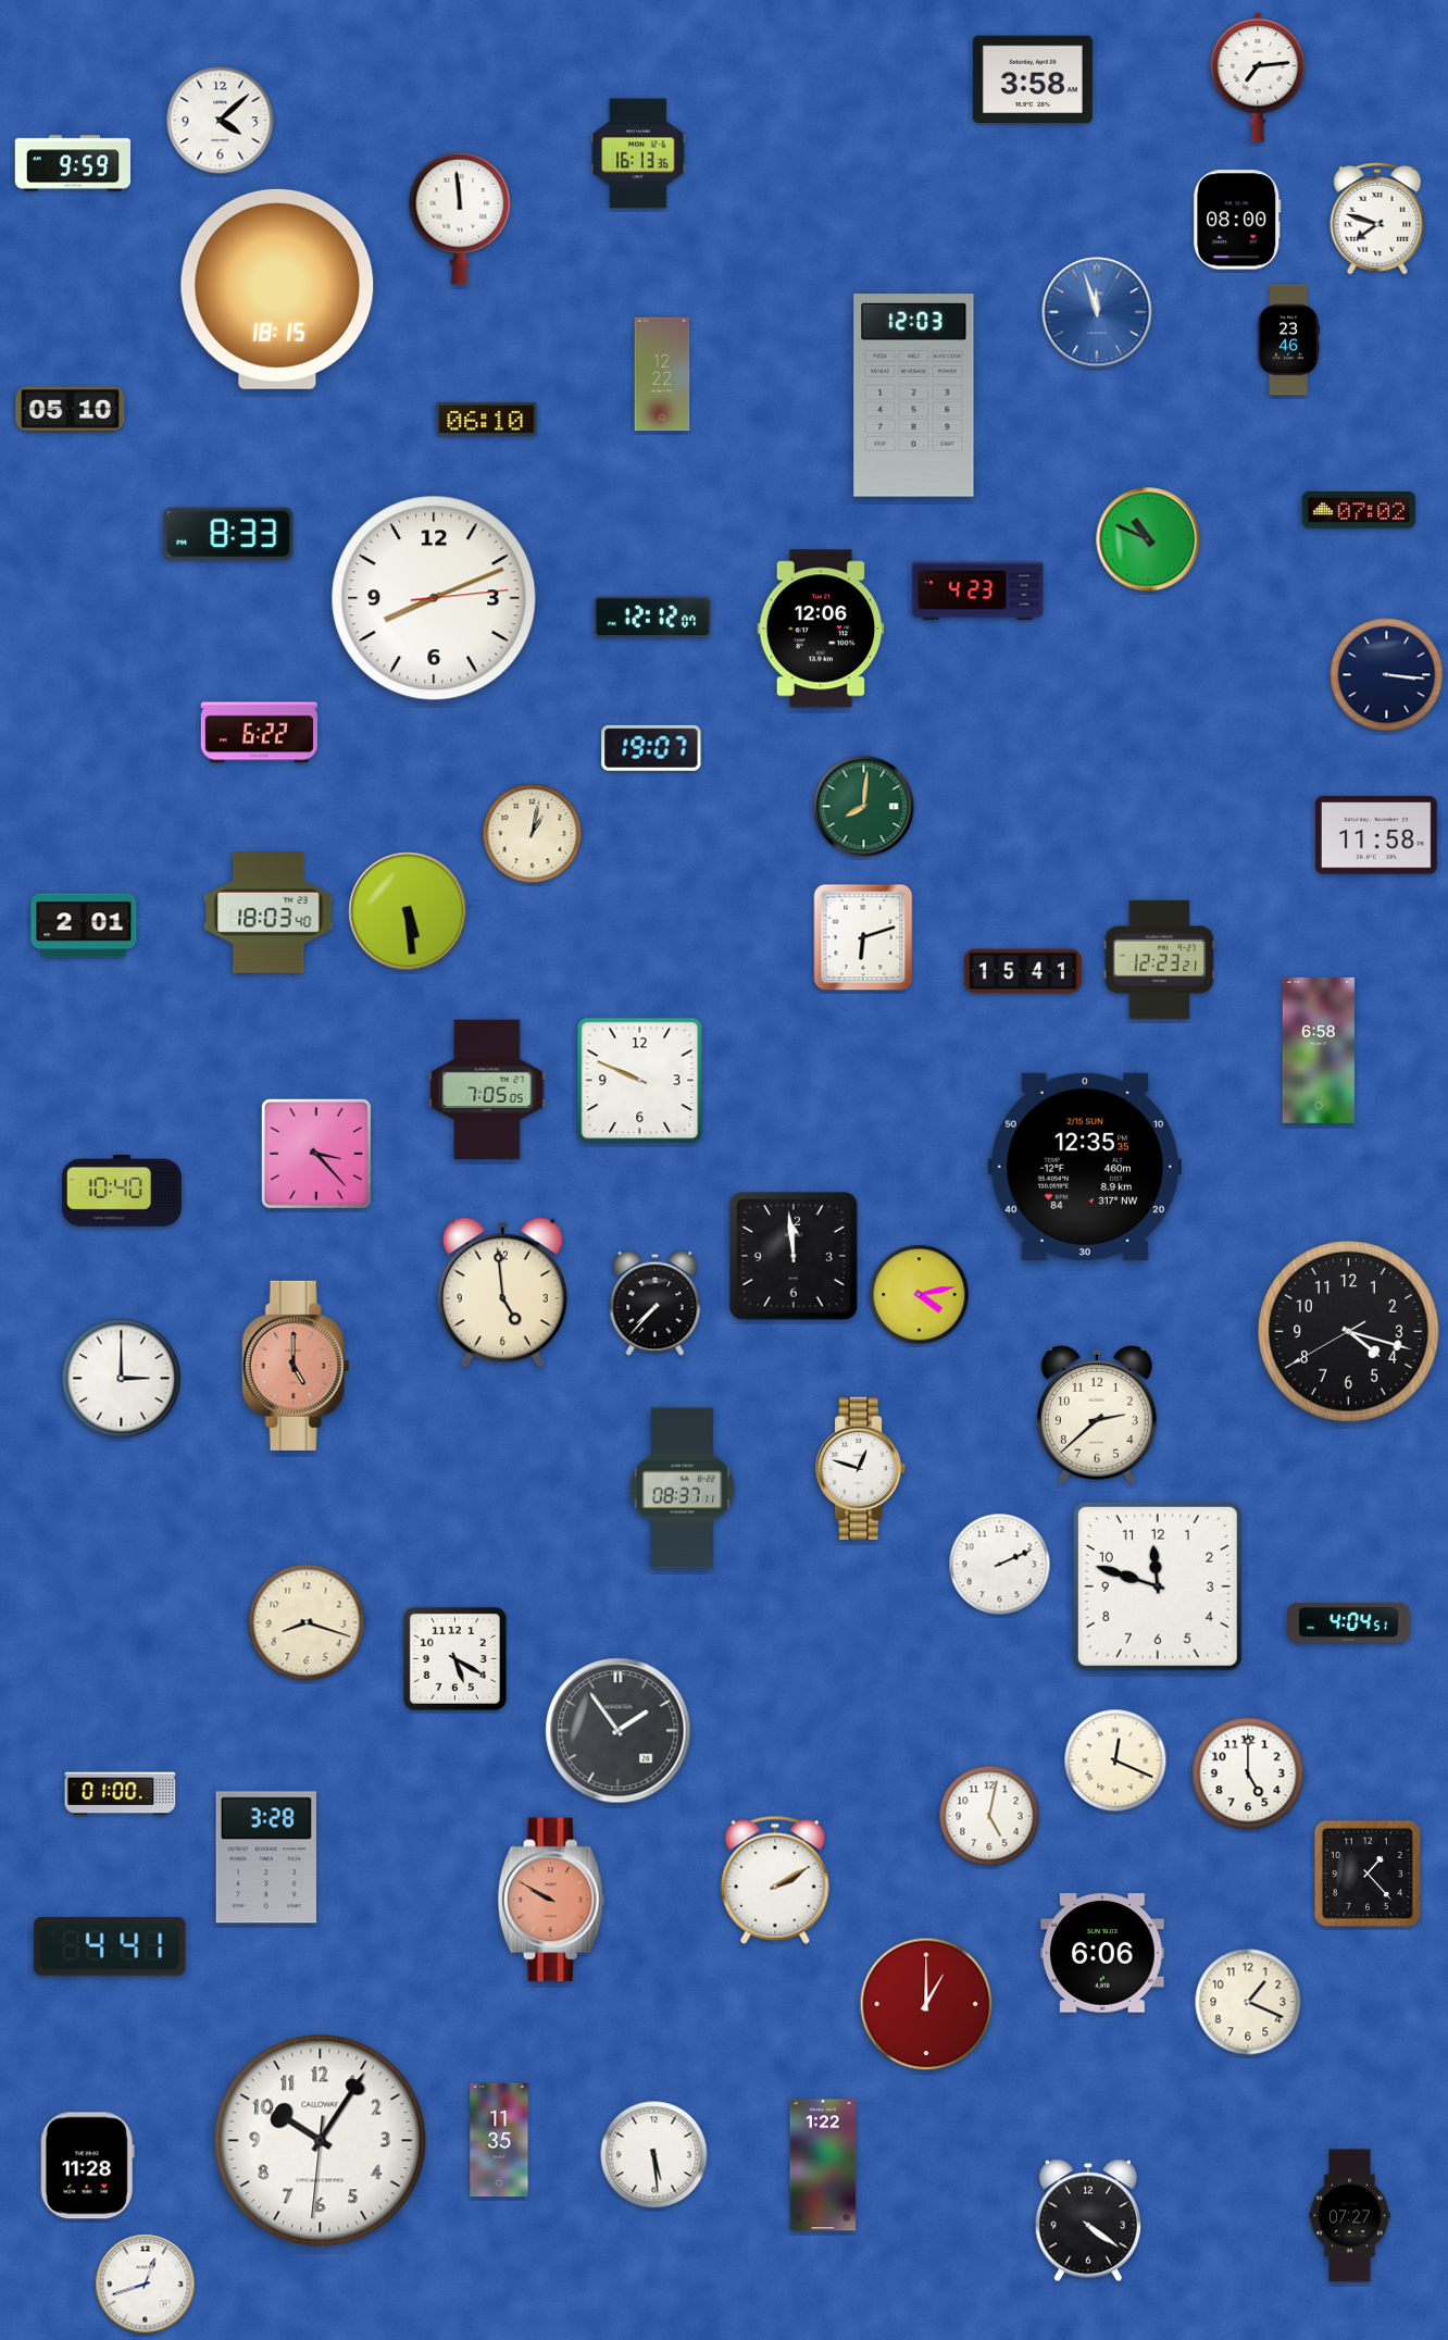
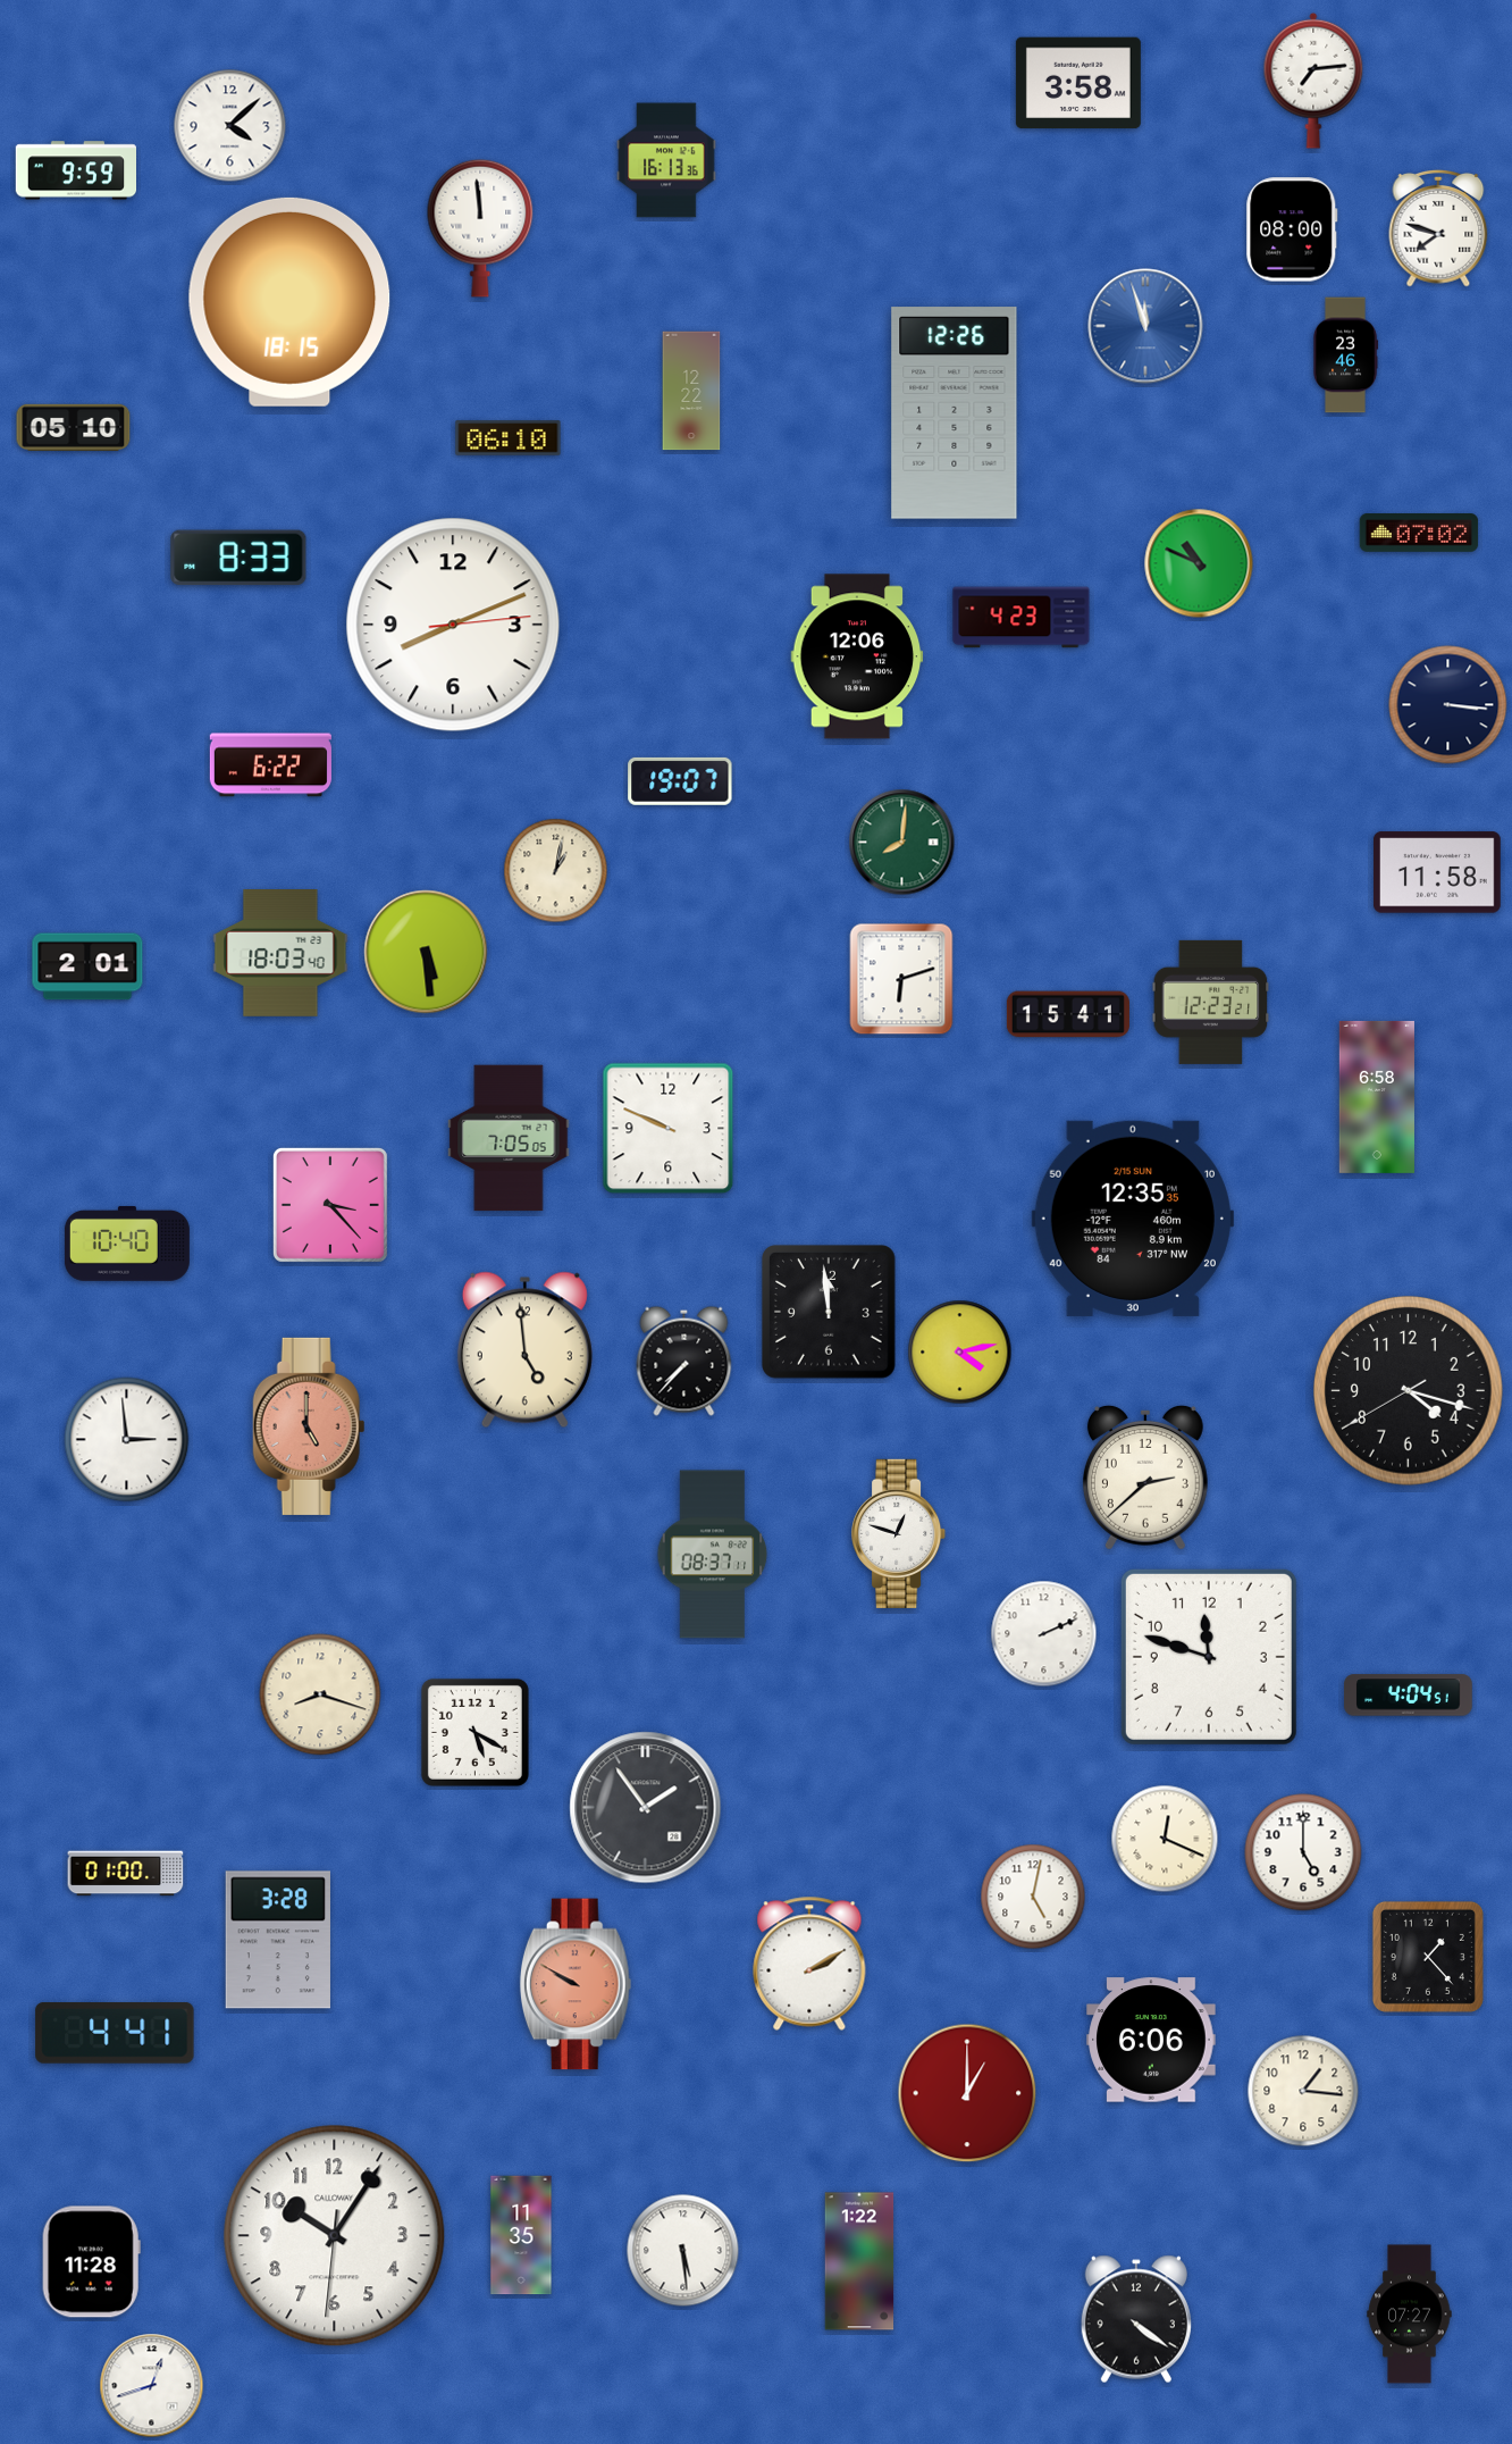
clock at (914, 396): 12:03 -> 12:26
clock at (652, 618): 12:12 -> none
clock at (122, 1379): 3:00 -> 2:59
clock at (1248, 2002): 1:19 -> 1:16
